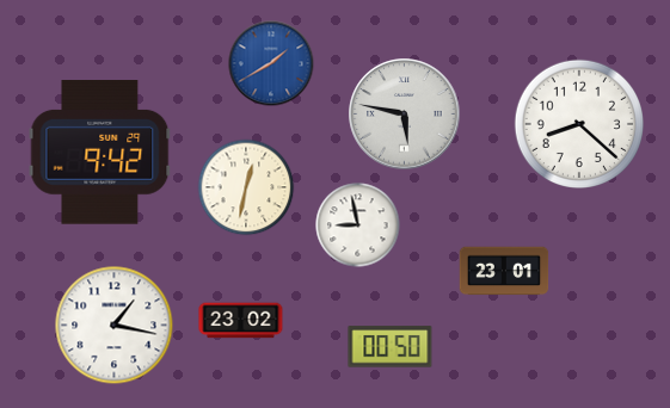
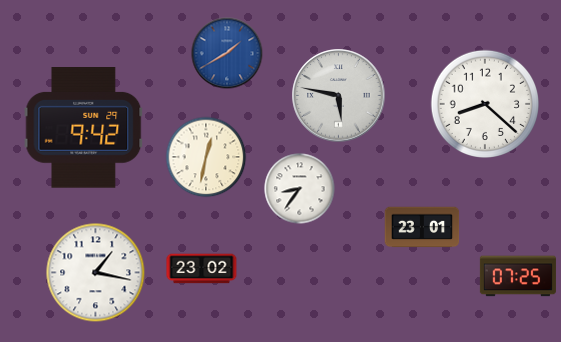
clock at (358, 225): 8:58 -> 8:36
clock at (518, 276): none -> 07:25
clock at (391, 347): 00:50 -> none
